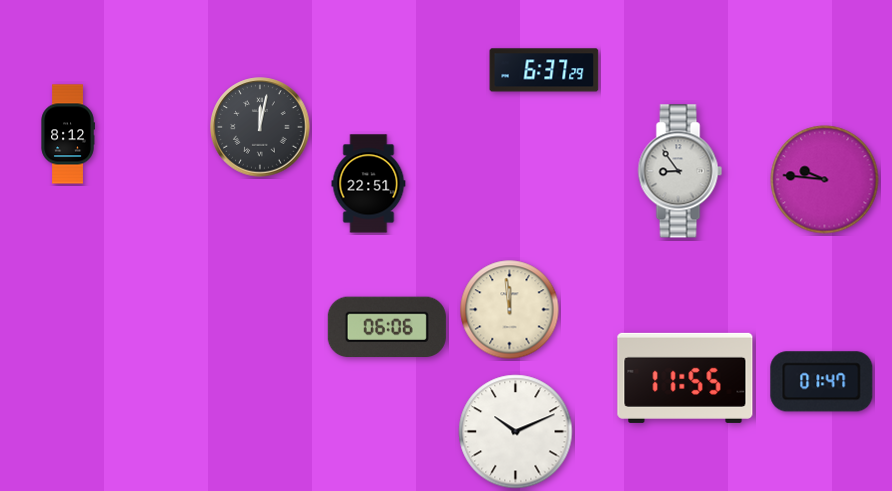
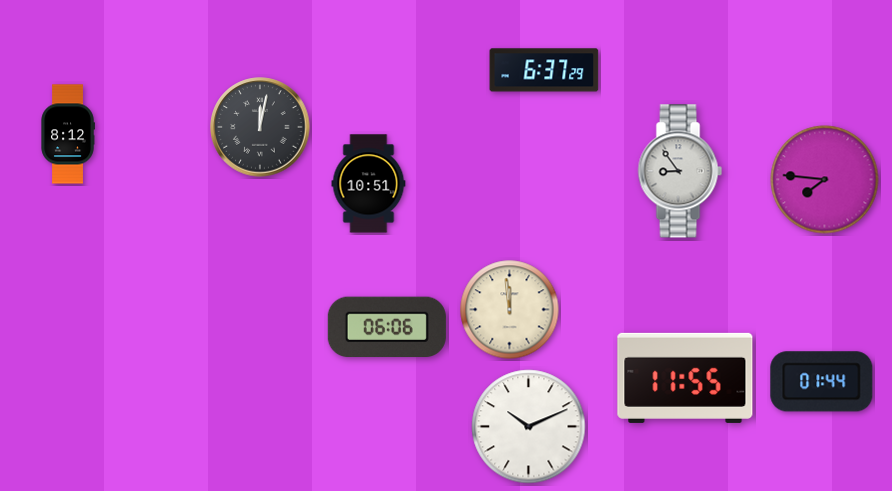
clock at (825, 180): 9:46 -> 7:46
clock at (369, 184): 22:51 -> 10:51
clock at (822, 382): 01:47 -> 01:44
clock at (516, 432) position: (516, 432) -> (529, 427)
